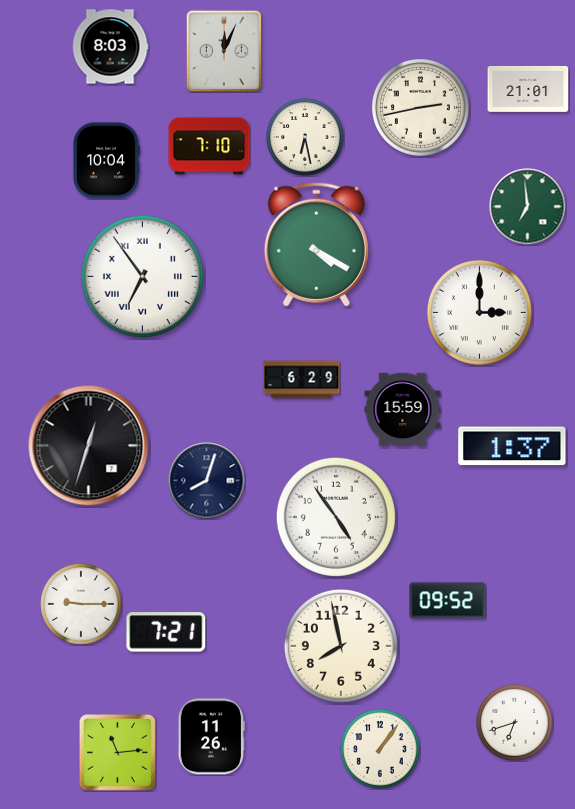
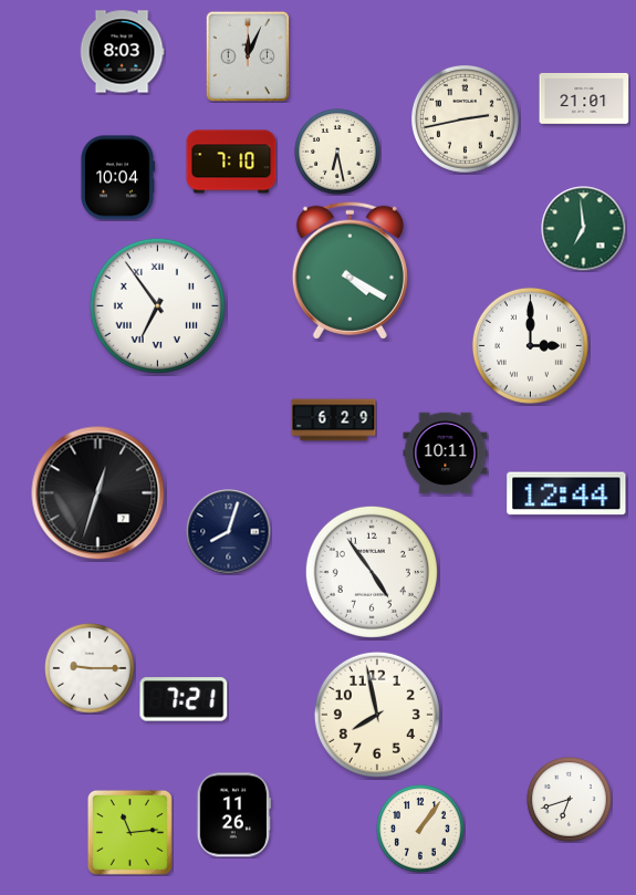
clock at (403, 410): 15:59 -> 10:11
clock at (512, 446): 1:37 -> 12:44
clock at (448, 601): 09:52 -> none
